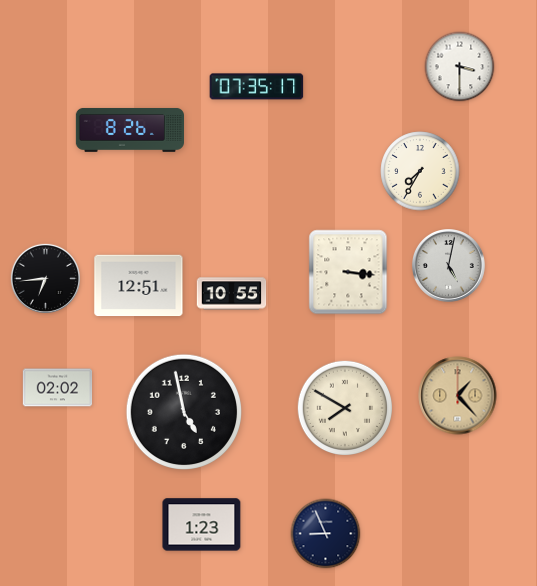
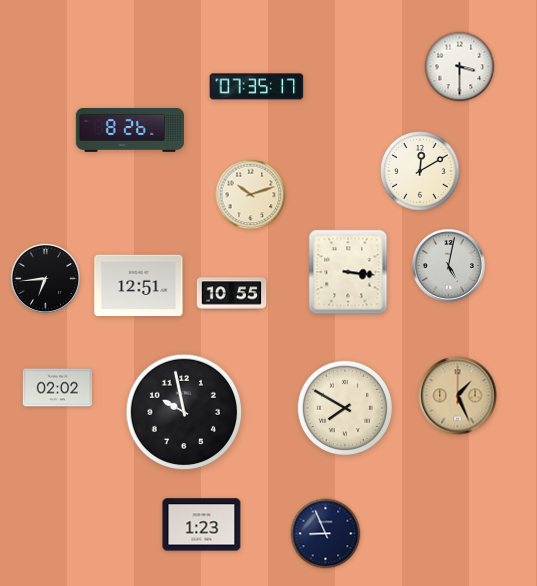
clock at (420, 171): 7:35 -> 12:10
clock at (251, 195): none -> 10:12
clock at (458, 396): 1:23 -> 1:26
clock at (183, 411): 4:58 -> 9:58
